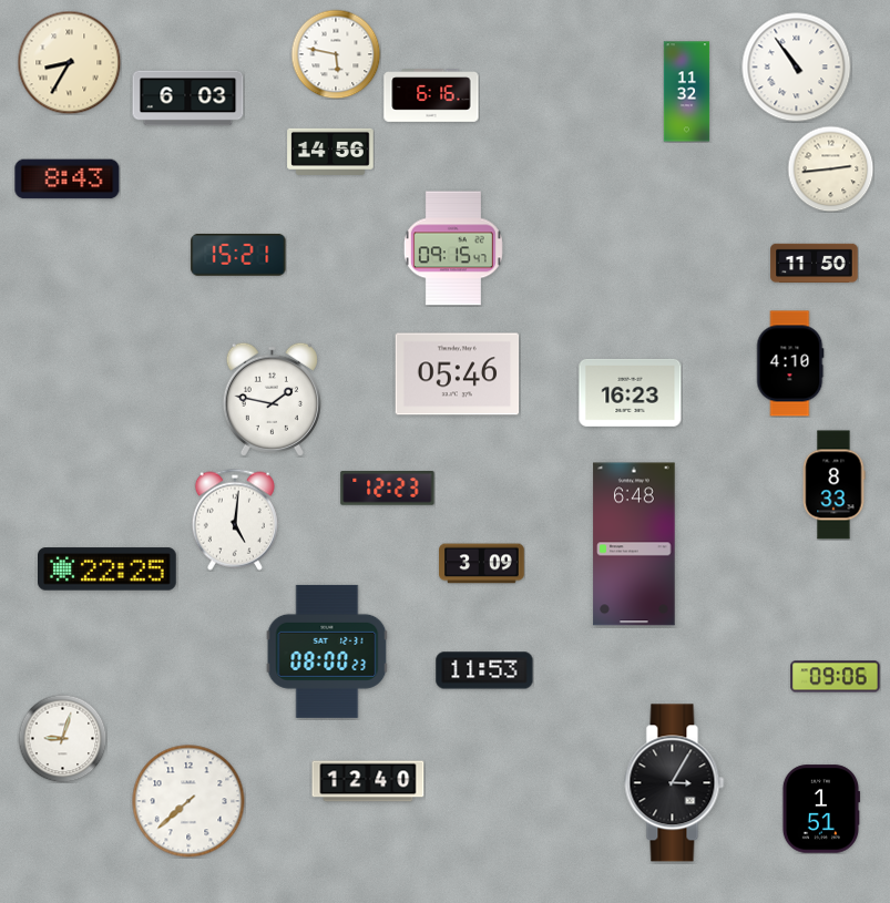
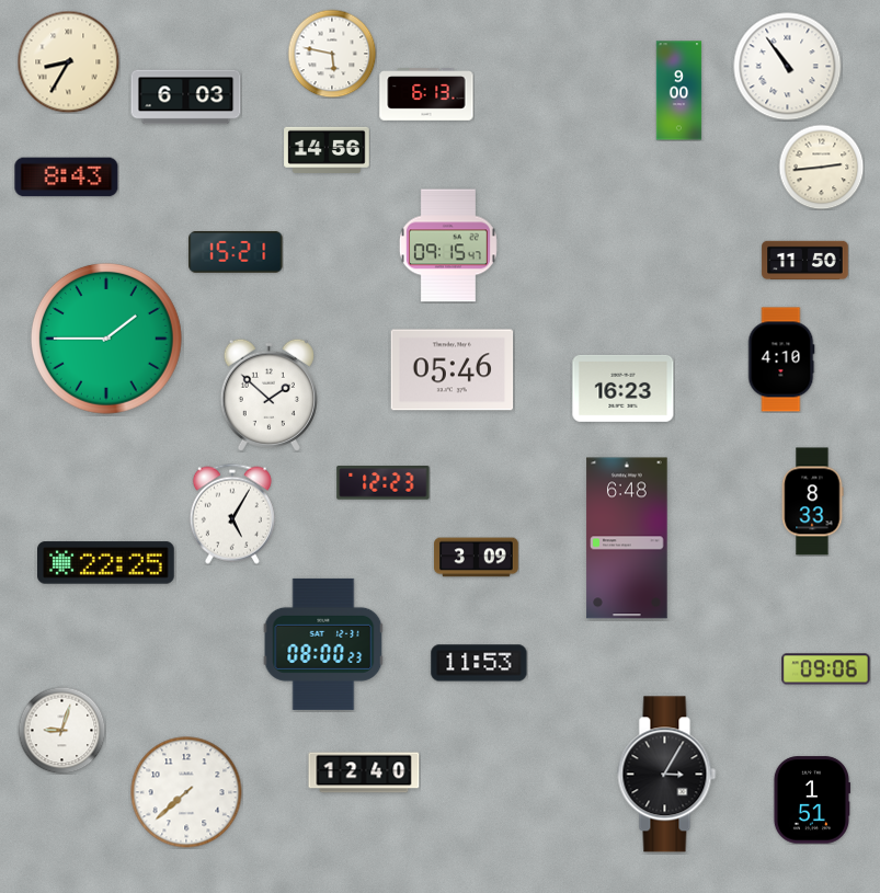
clock at (687, 92): 11:32 -> 9:00
clock at (431, 95): 6:16 -> 6:13
clock at (106, 339): none -> 1:45
clock at (272, 399): 1:47 -> 1:52
clock at (833, 485) position: (833, 485) -> (812, 502)
clock at (235, 520): 5:01 -> 5:05
